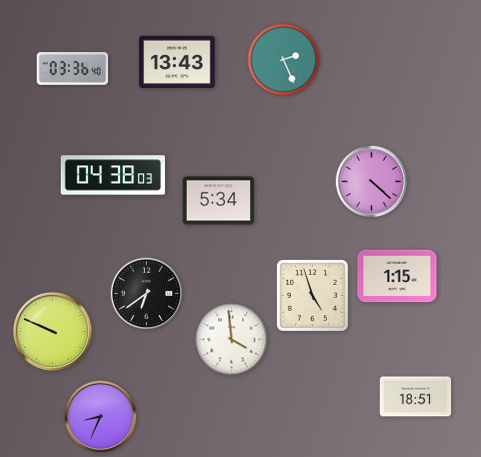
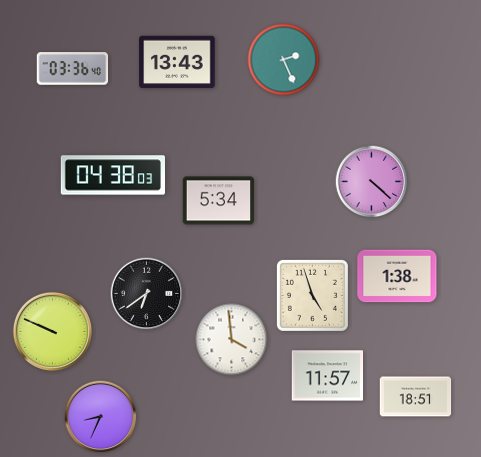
clock at (397, 276): 1:15 -> 1:38
clock at (328, 376): none -> 11:57
